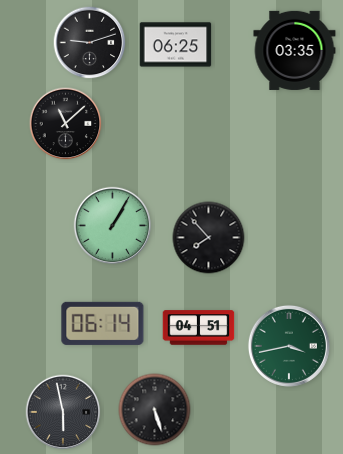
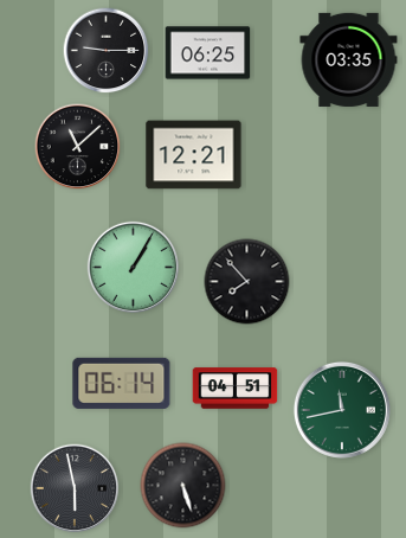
clock at (90, 43): 9:12 -> 9:15
clock at (194, 155): none -> 12:21
clock at (289, 346): 3:43 -> 11:43
